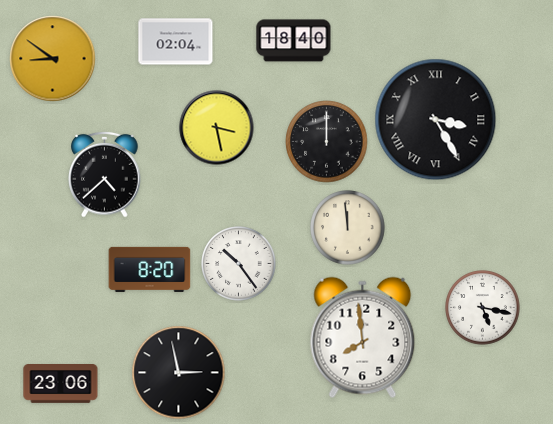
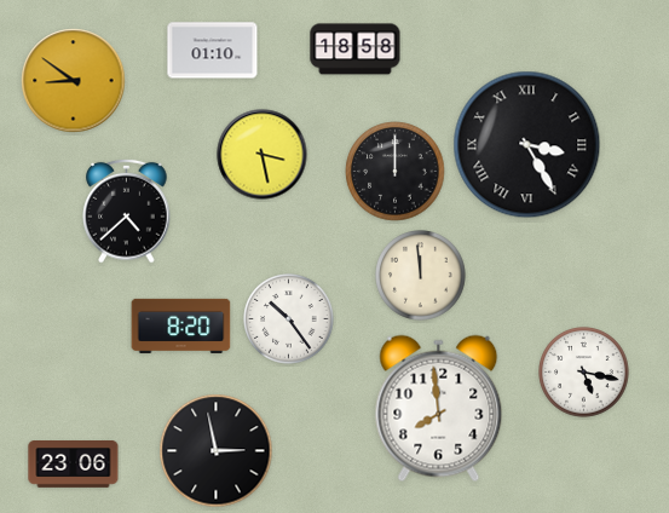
clock at (294, 41): 18:40 -> 18:58
clock at (176, 42): 02:04 -> 01:10
clock at (53, 59) position: (53, 59) -> (74, 81)
